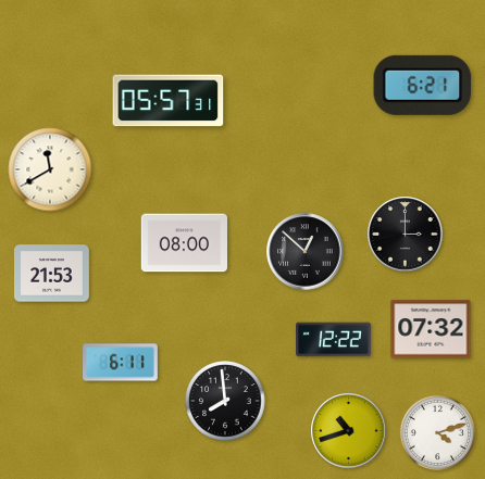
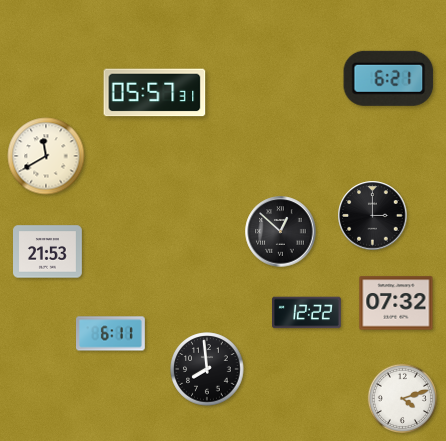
clock at (184, 243): 08:00 -> none
clock at (349, 431): 10:42 -> none
